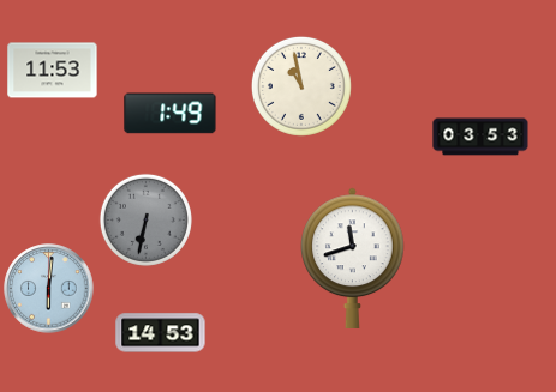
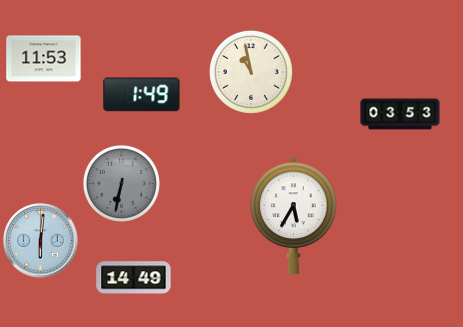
clock at (353, 258): 11:42 -> 5:35
clock at (161, 333): 14:53 -> 14:49
